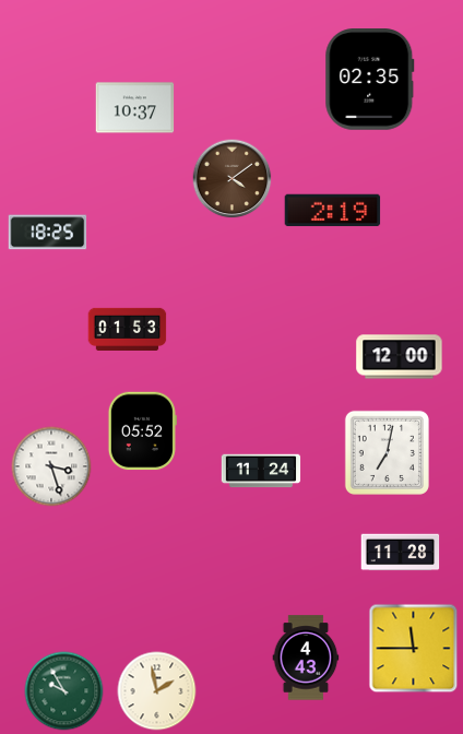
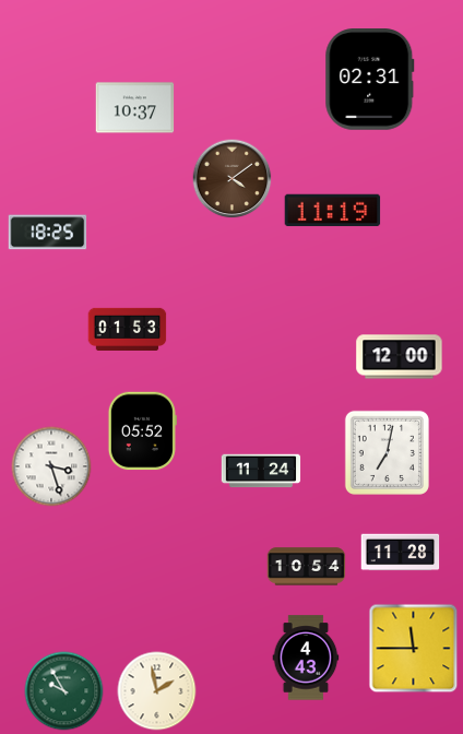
clock at (370, 80): 02:35 -> 02:31
clock at (333, 211): 2:19 -> 11:19
clock at (307, 567): none -> 10:54
